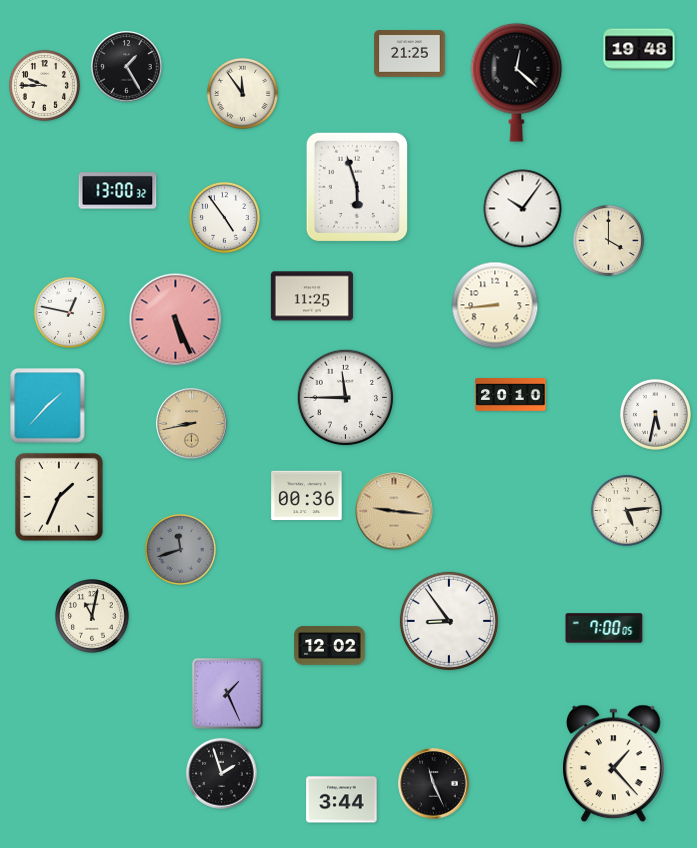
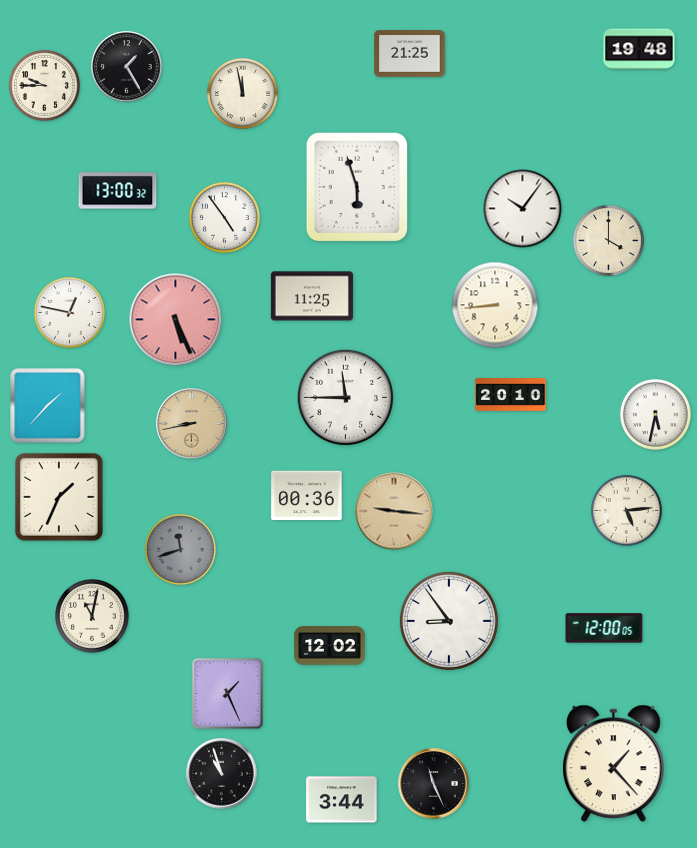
clock at (517, 82): 12:22 -> none
clock at (242, 93): 11:54 -> 11:58
clock at (604, 628): 7:00 -> 12:00
clock at (222, 774): 1:57 -> 10:57
